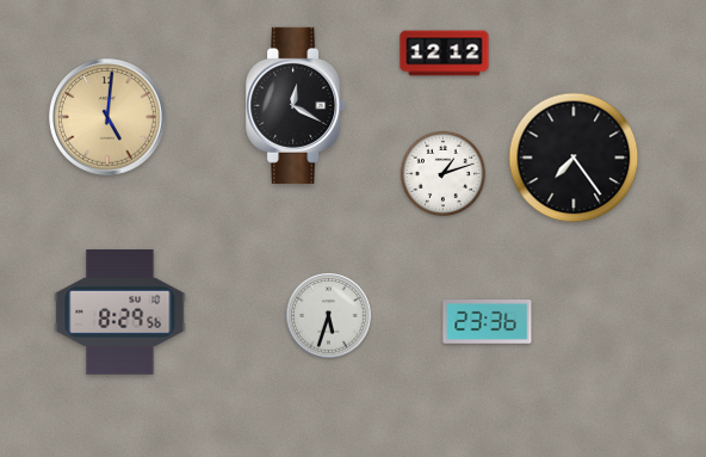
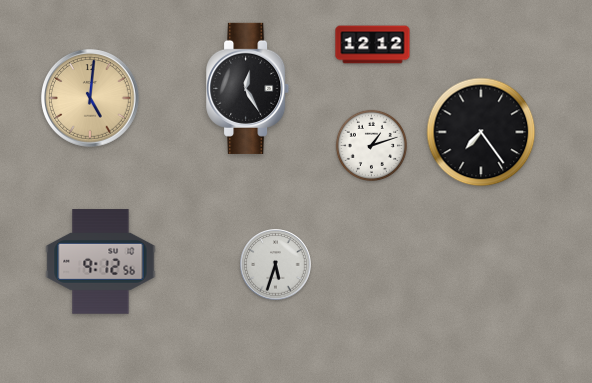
clock at (296, 105): 12:20 -> 12:25
clock at (120, 313): 8:29 -> 9:12
clock at (488, 322): 23:36 -> none
